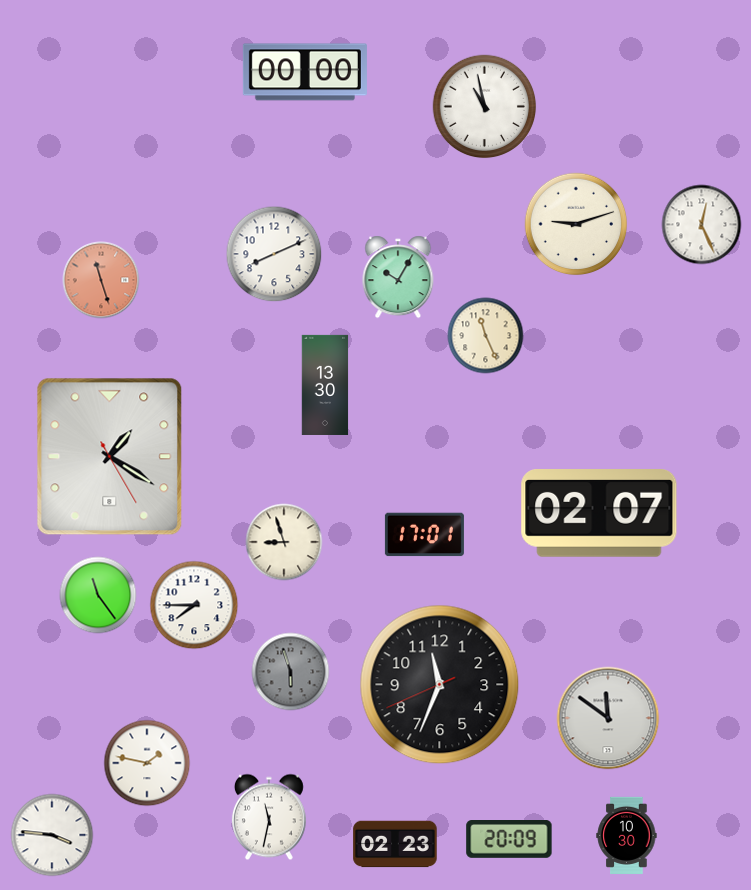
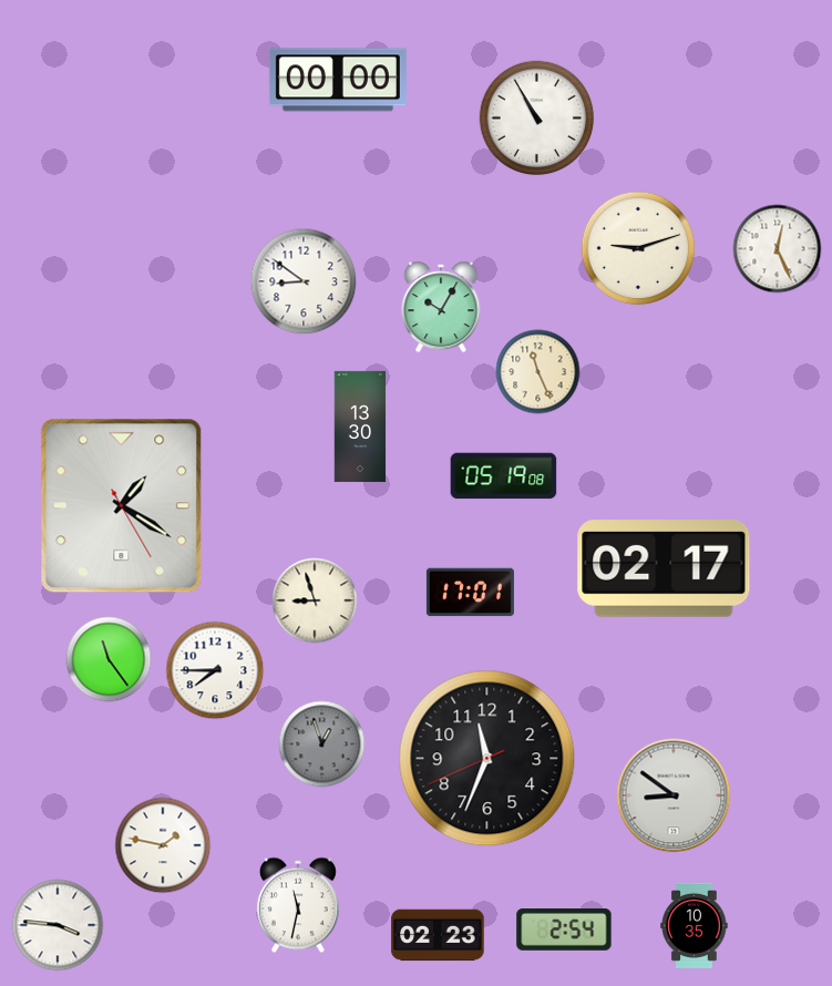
clock at (485, 107): 10:58 -> 10:55
clock at (274, 254): 8:11 -> 8:51
clock at (101, 280): 11:27 -> none
clock at (504, 476): none -> 05:19
clock at (599, 514): 02:07 -> 02:17
clock at (291, 672): 5:57 -> 12:57
clock at (608, 718): 11:51 -> 8:51
clock at (627, 835): 10:30 -> 10:35
clock at (509, 840): 20:09 -> 2:54
